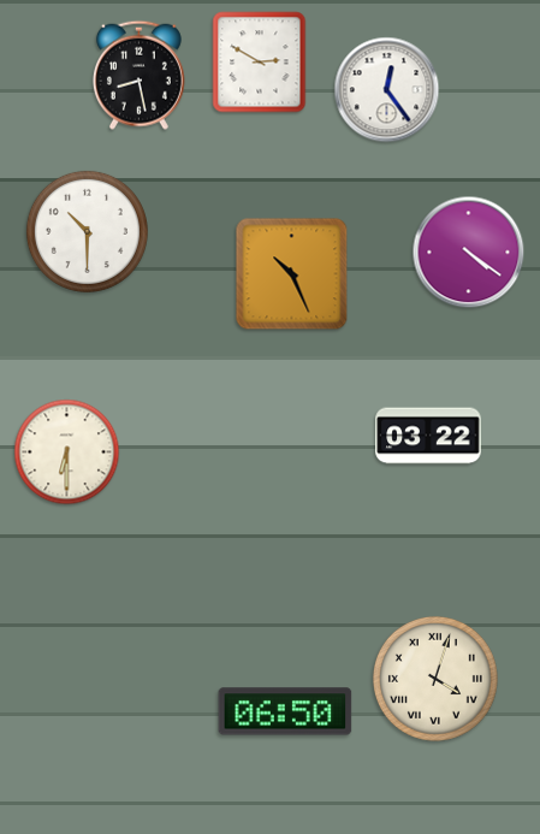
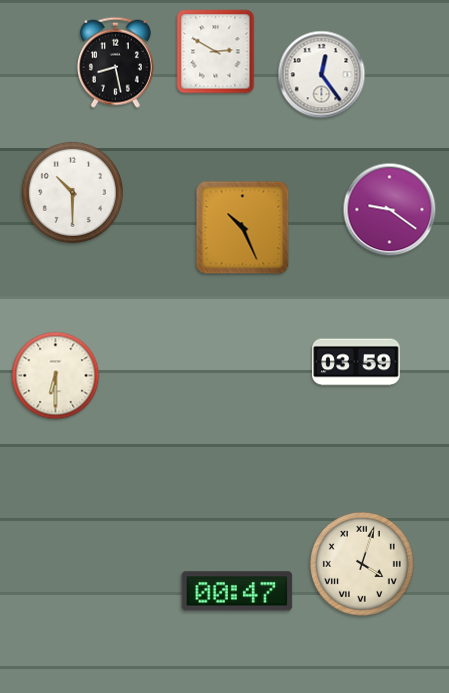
clock at (469, 253): 4:21 -> 9:21
clock at (428, 436): 03:22 -> 03:59
clock at (285, 711): 06:50 -> 00:47
